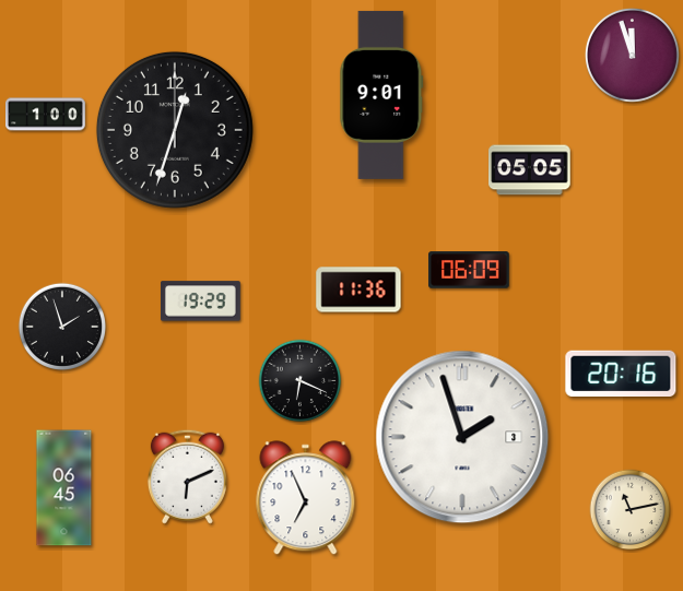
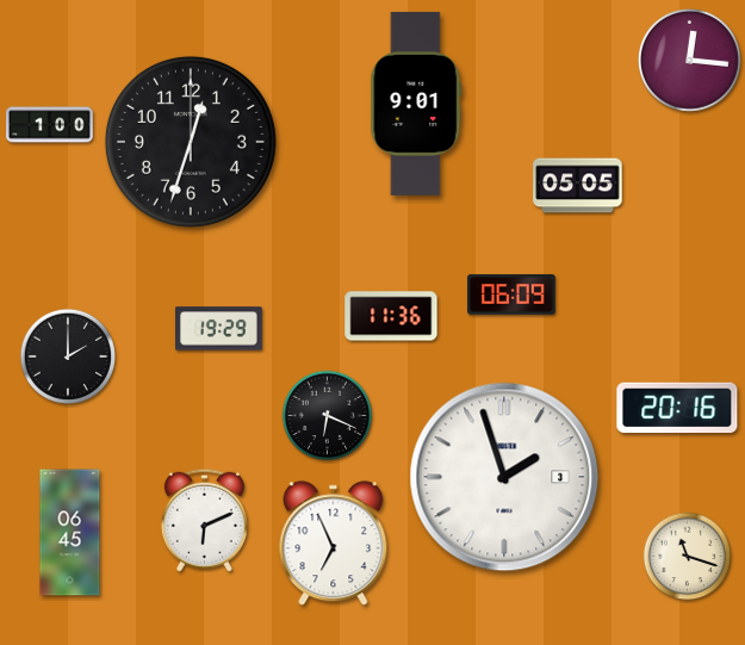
clock at (632, 55): 11:57 -> 12:16
clock at (61, 326): 1:57 -> 2:00
clock at (631, 510): 11:13 -> 11:18
